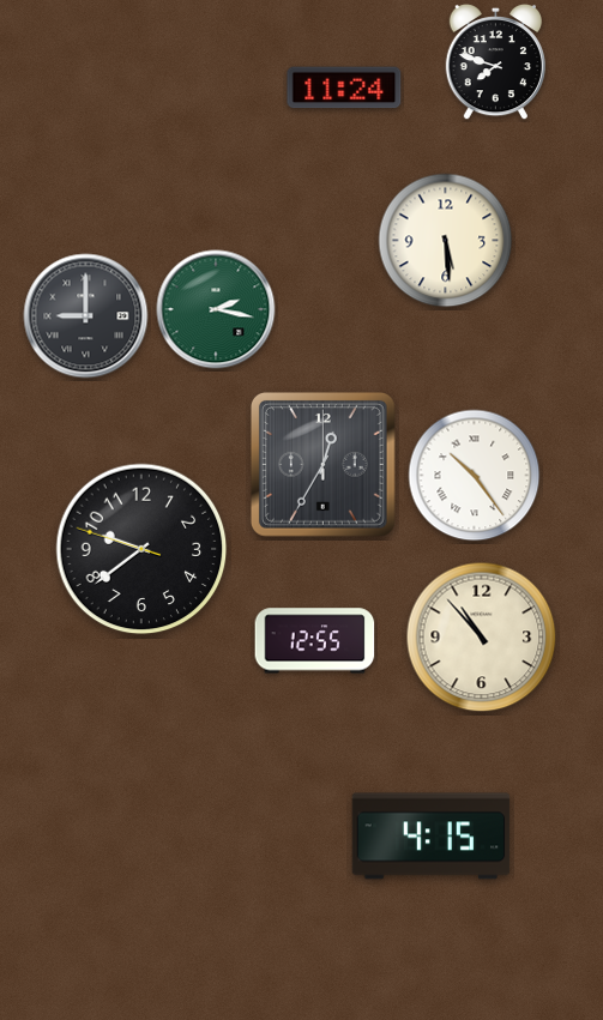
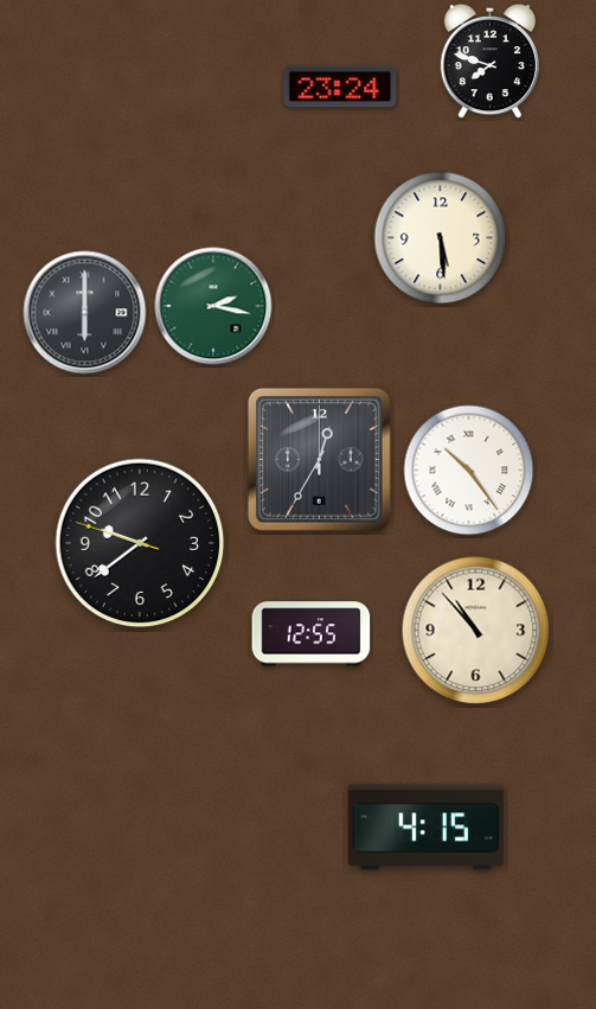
clock at (344, 87): 11:24 -> 23:24
clock at (86, 316): 9:00 -> 6:00
